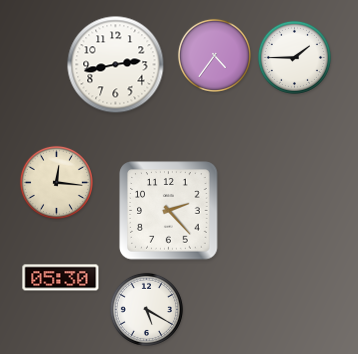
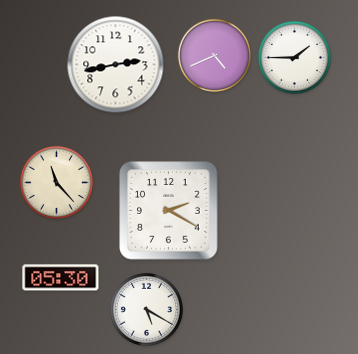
clock at (214, 55): 4:36 -> 4:41
clock at (56, 182): 12:16 -> 11:23
clock at (169, 211): 2:23 -> 2:20
